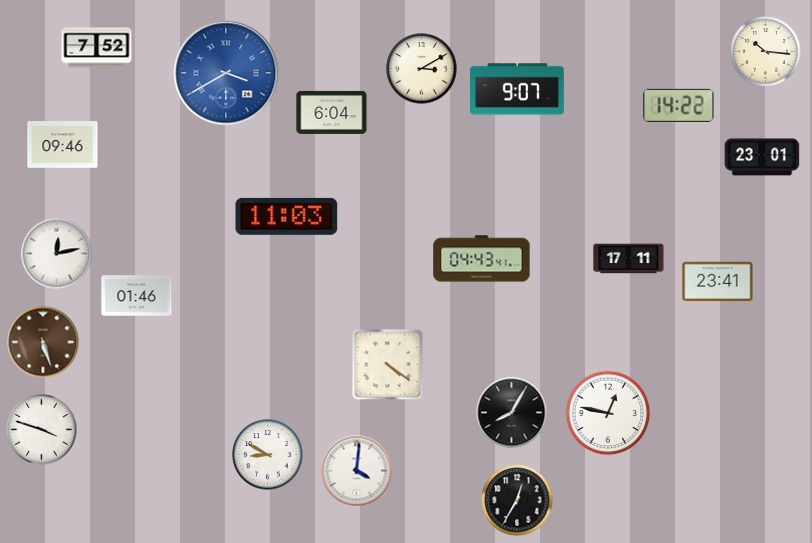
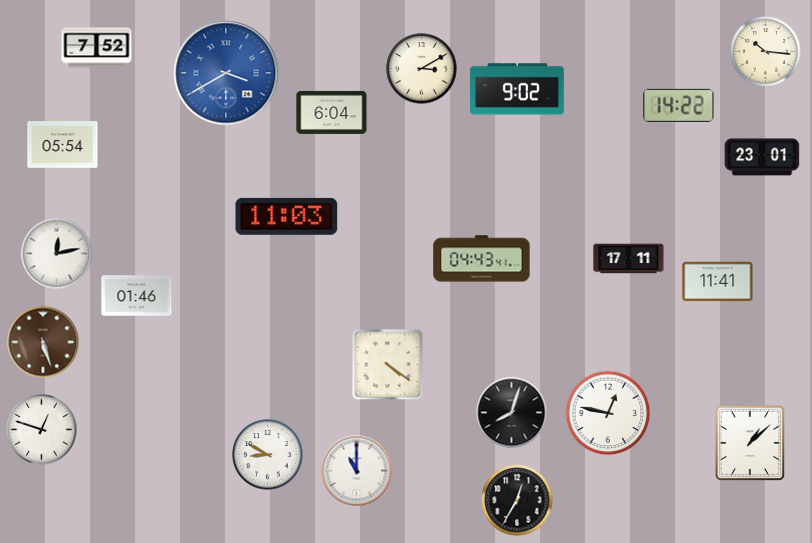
clock at (518, 89): 9:07 -> 9:02
clock at (63, 145): 09:46 -> 05:54
clock at (718, 282): 23:41 -> 11:41
clock at (512, 413): 8:05 -> 8:03
clock at (42, 430): 3:48 -> 12:48
clock at (750, 443): none -> 1:08
clock at (357, 471): 4:01 -> 11:00
